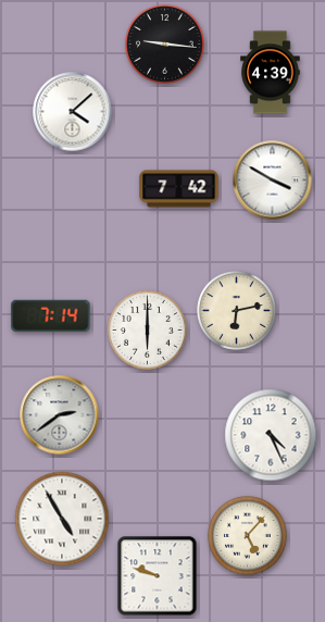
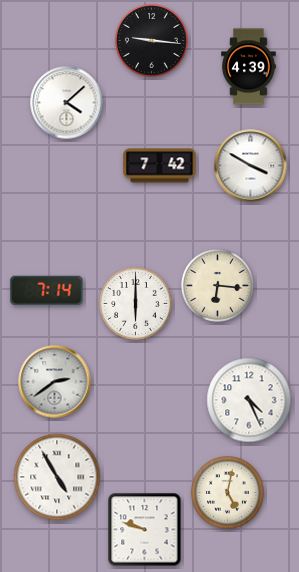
clock at (179, 189) position: (179, 189) -> (160, 166)
clock at (237, 311): 6:13 -> 6:16
clock at (248, 536): 5:07 -> 5:02
